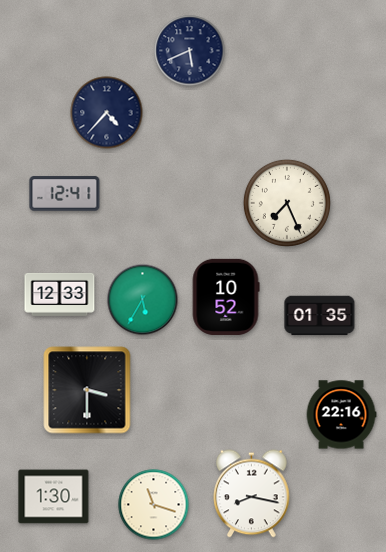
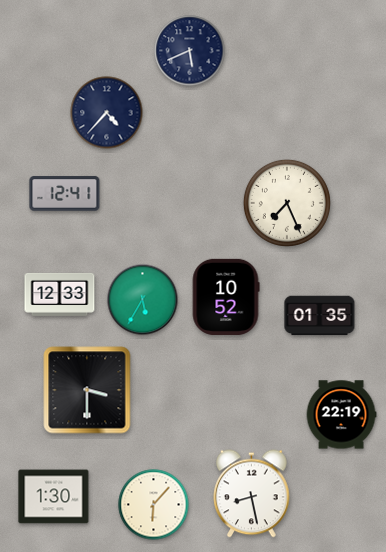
clock at (341, 415): 22:16 -> 22:19
clock at (252, 494): 8:17 -> 8:28
clock at (154, 505): 11:18 -> 6:07
